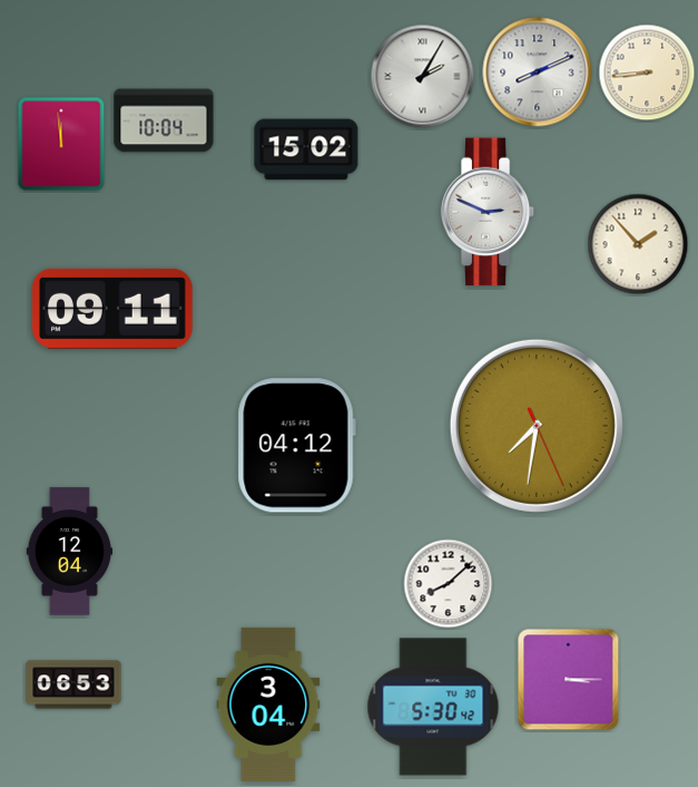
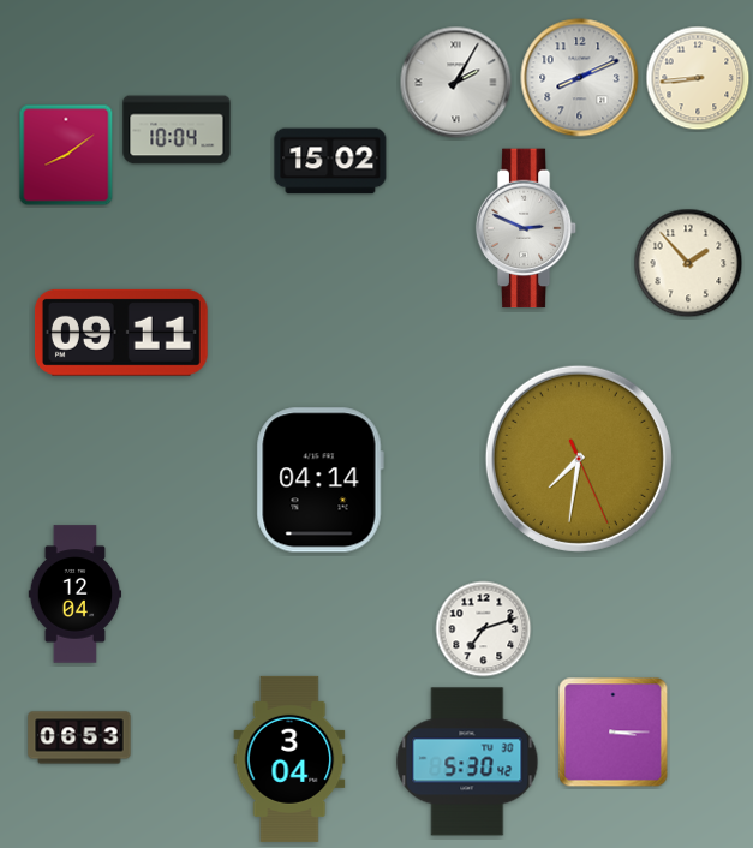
clock at (61, 144): 11:59 -> 8:09
clock at (296, 446): 04:12 -> 04:14
clock at (449, 584): 8:08 -> 7:12
